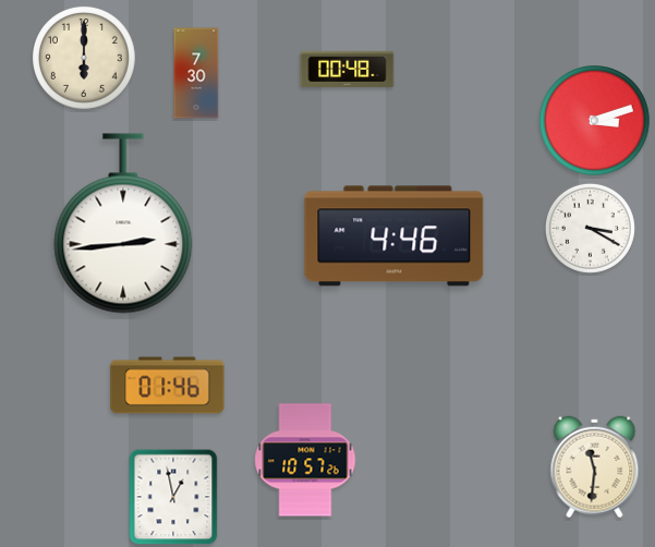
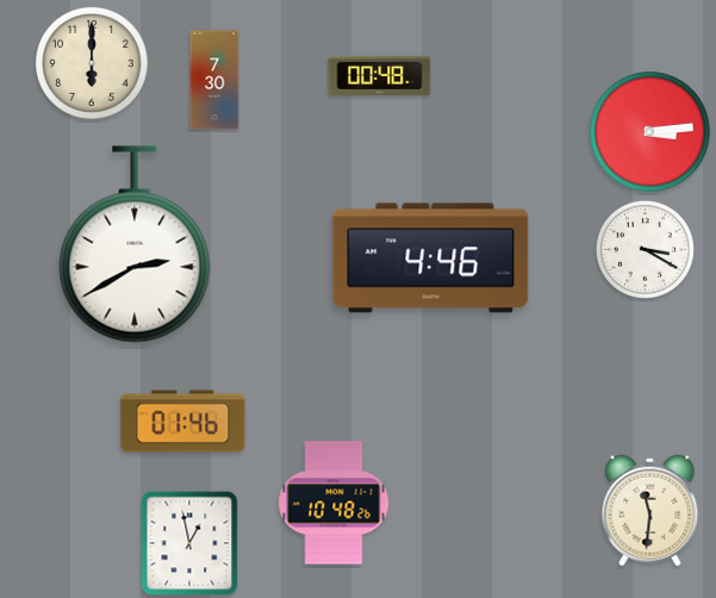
clock at (595, 121): 3:12 -> 3:14
clock at (123, 223): 2:44 -> 2:40
clock at (305, 460): 10:57 -> 10:48
